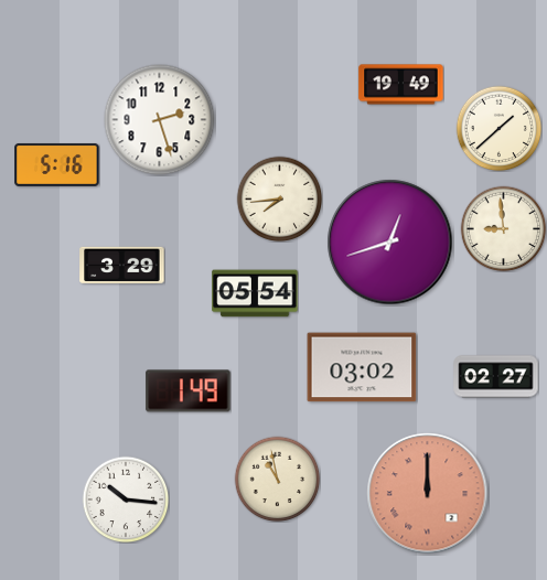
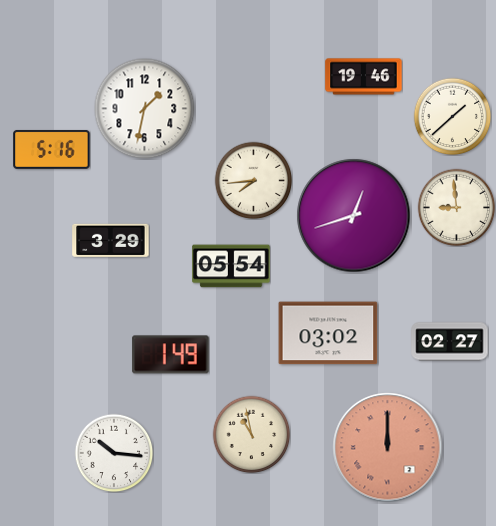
clock at (401, 85): 19:49 -> 19:46
clock at (160, 120): 2:27 -> 1:32
clock at (390, 243) position: (390, 243) -> (354, 216)
